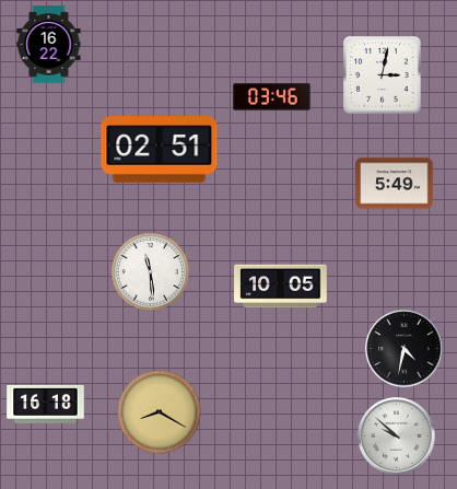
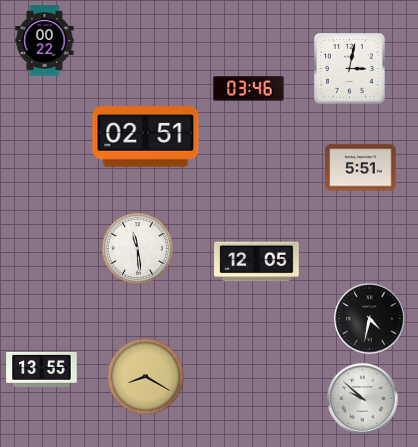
clock at (49, 45): 16:22 -> 00:22
clock at (395, 184): 5:49 -> 5:51
clock at (281, 287): 10:05 -> 12:05
clock at (46, 404): 16:18 -> 13:55
